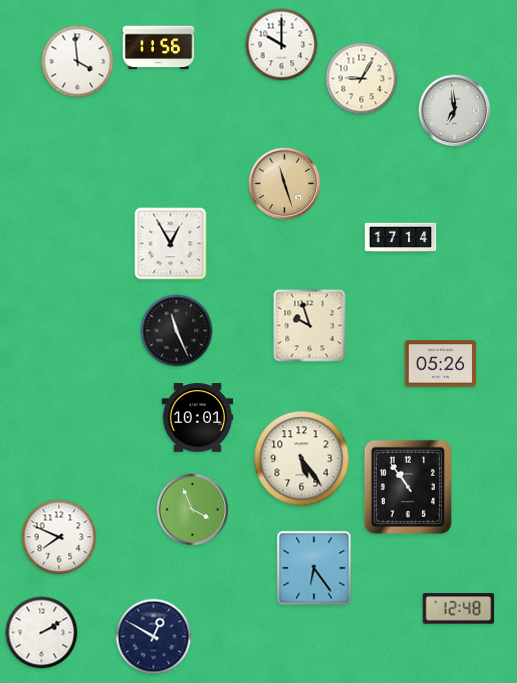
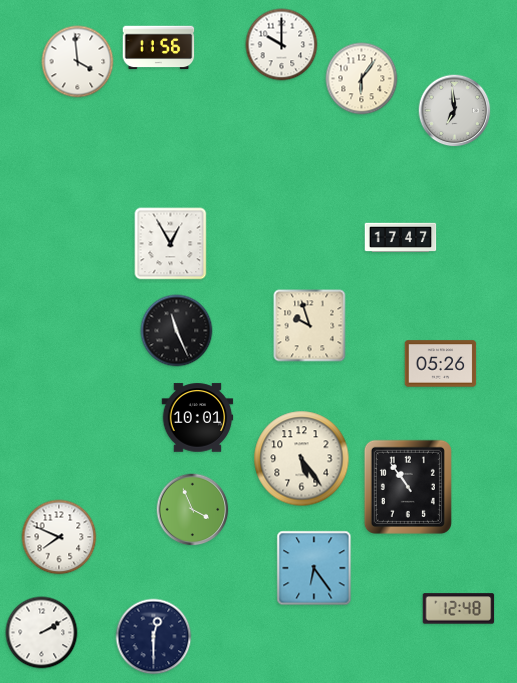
clock at (362, 79): 9:05 -> 6:06
clock at (285, 184): 11:27 -> none
clock at (401, 238): 17:14 -> 17:47
clock at (154, 637): 12:50 -> 12:30
